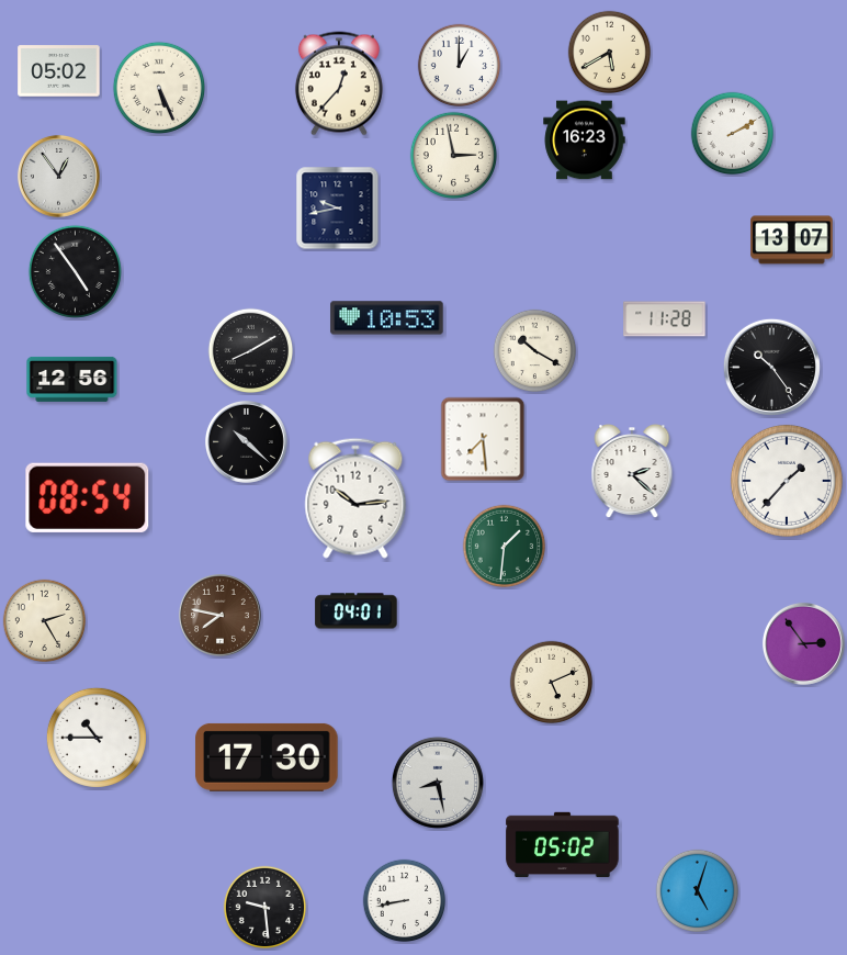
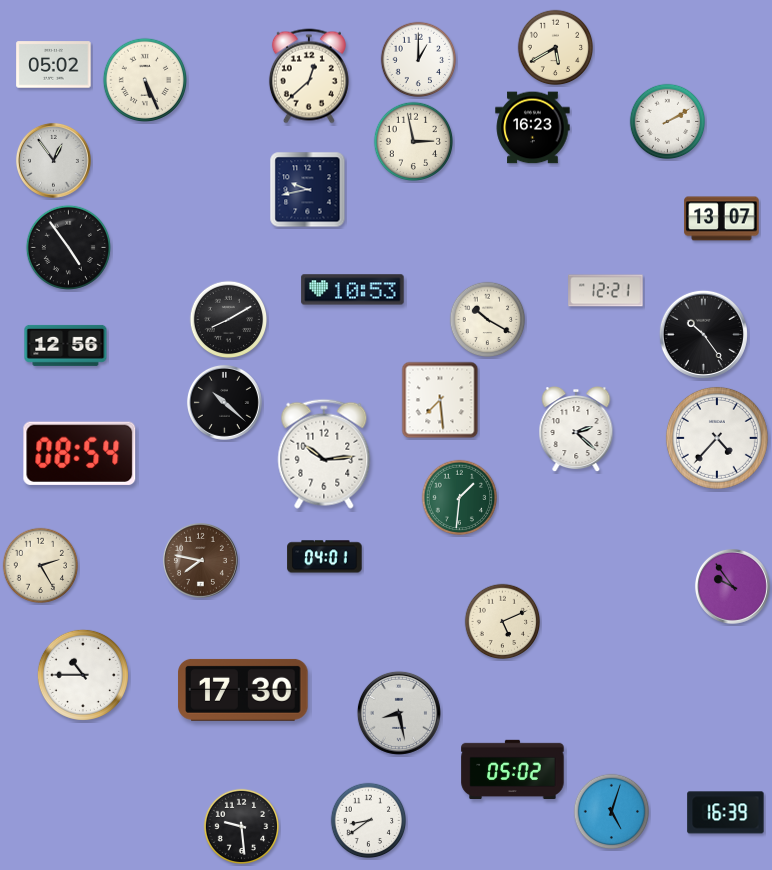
clock at (339, 83): 12:37 -> 12:38
clock at (665, 319): 11:28 -> 12:21
clock at (787, 481): 1:37 -> 4:37
clock at (803, 643): 2:54 -> 9:54
clock at (97, 738) position: (97, 738) -> (83, 675)
clock at (698, 891) position: (698, 891) -> (612, 812)
clock at (726, 813): none -> 16:39
clock at (405, 901): 8:43 -> 8:39
